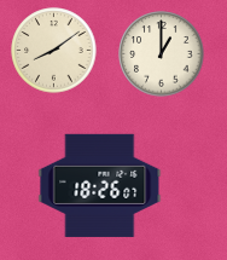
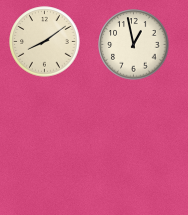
clock at (162, 54): 1:00 -> 12:58
clock at (100, 185): 18:26 -> none
